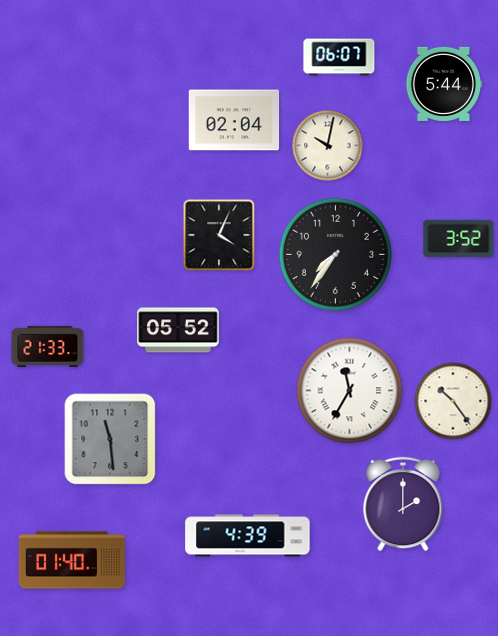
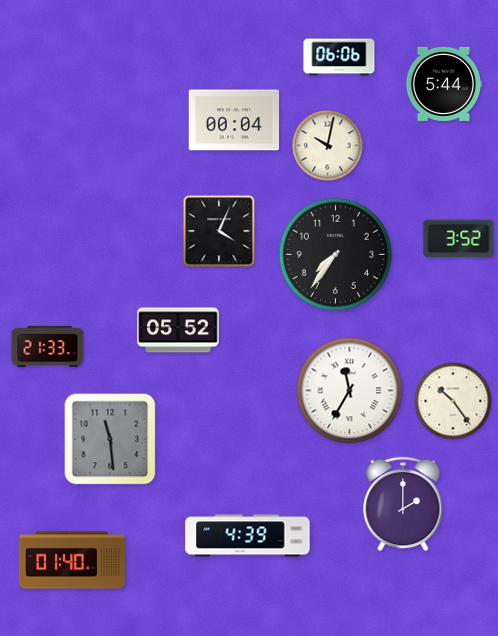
clock at (339, 57): 06:07 -> 06:06
clock at (234, 120): 02:04 -> 00:04
clock at (219, 235) position: (219, 235) -> (219, 231)
